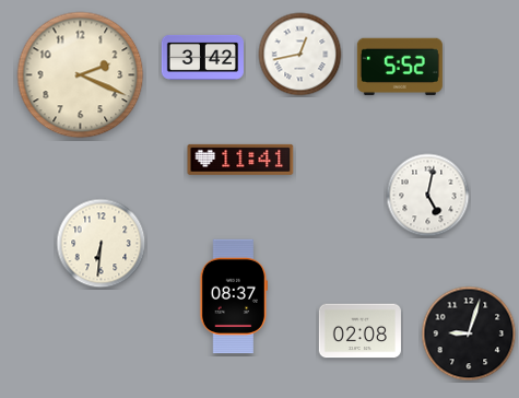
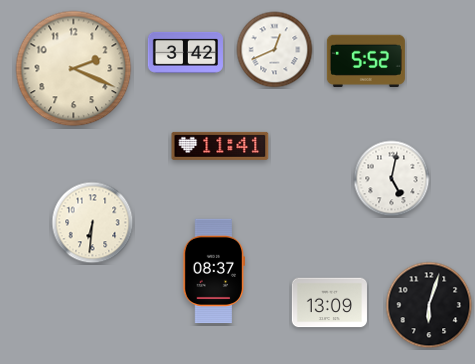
clock at (300, 55): 12:43 -> 12:41
clock at (359, 331): 02:08 -> 13:09
clock at (469, 333): 9:03 -> 6:03
